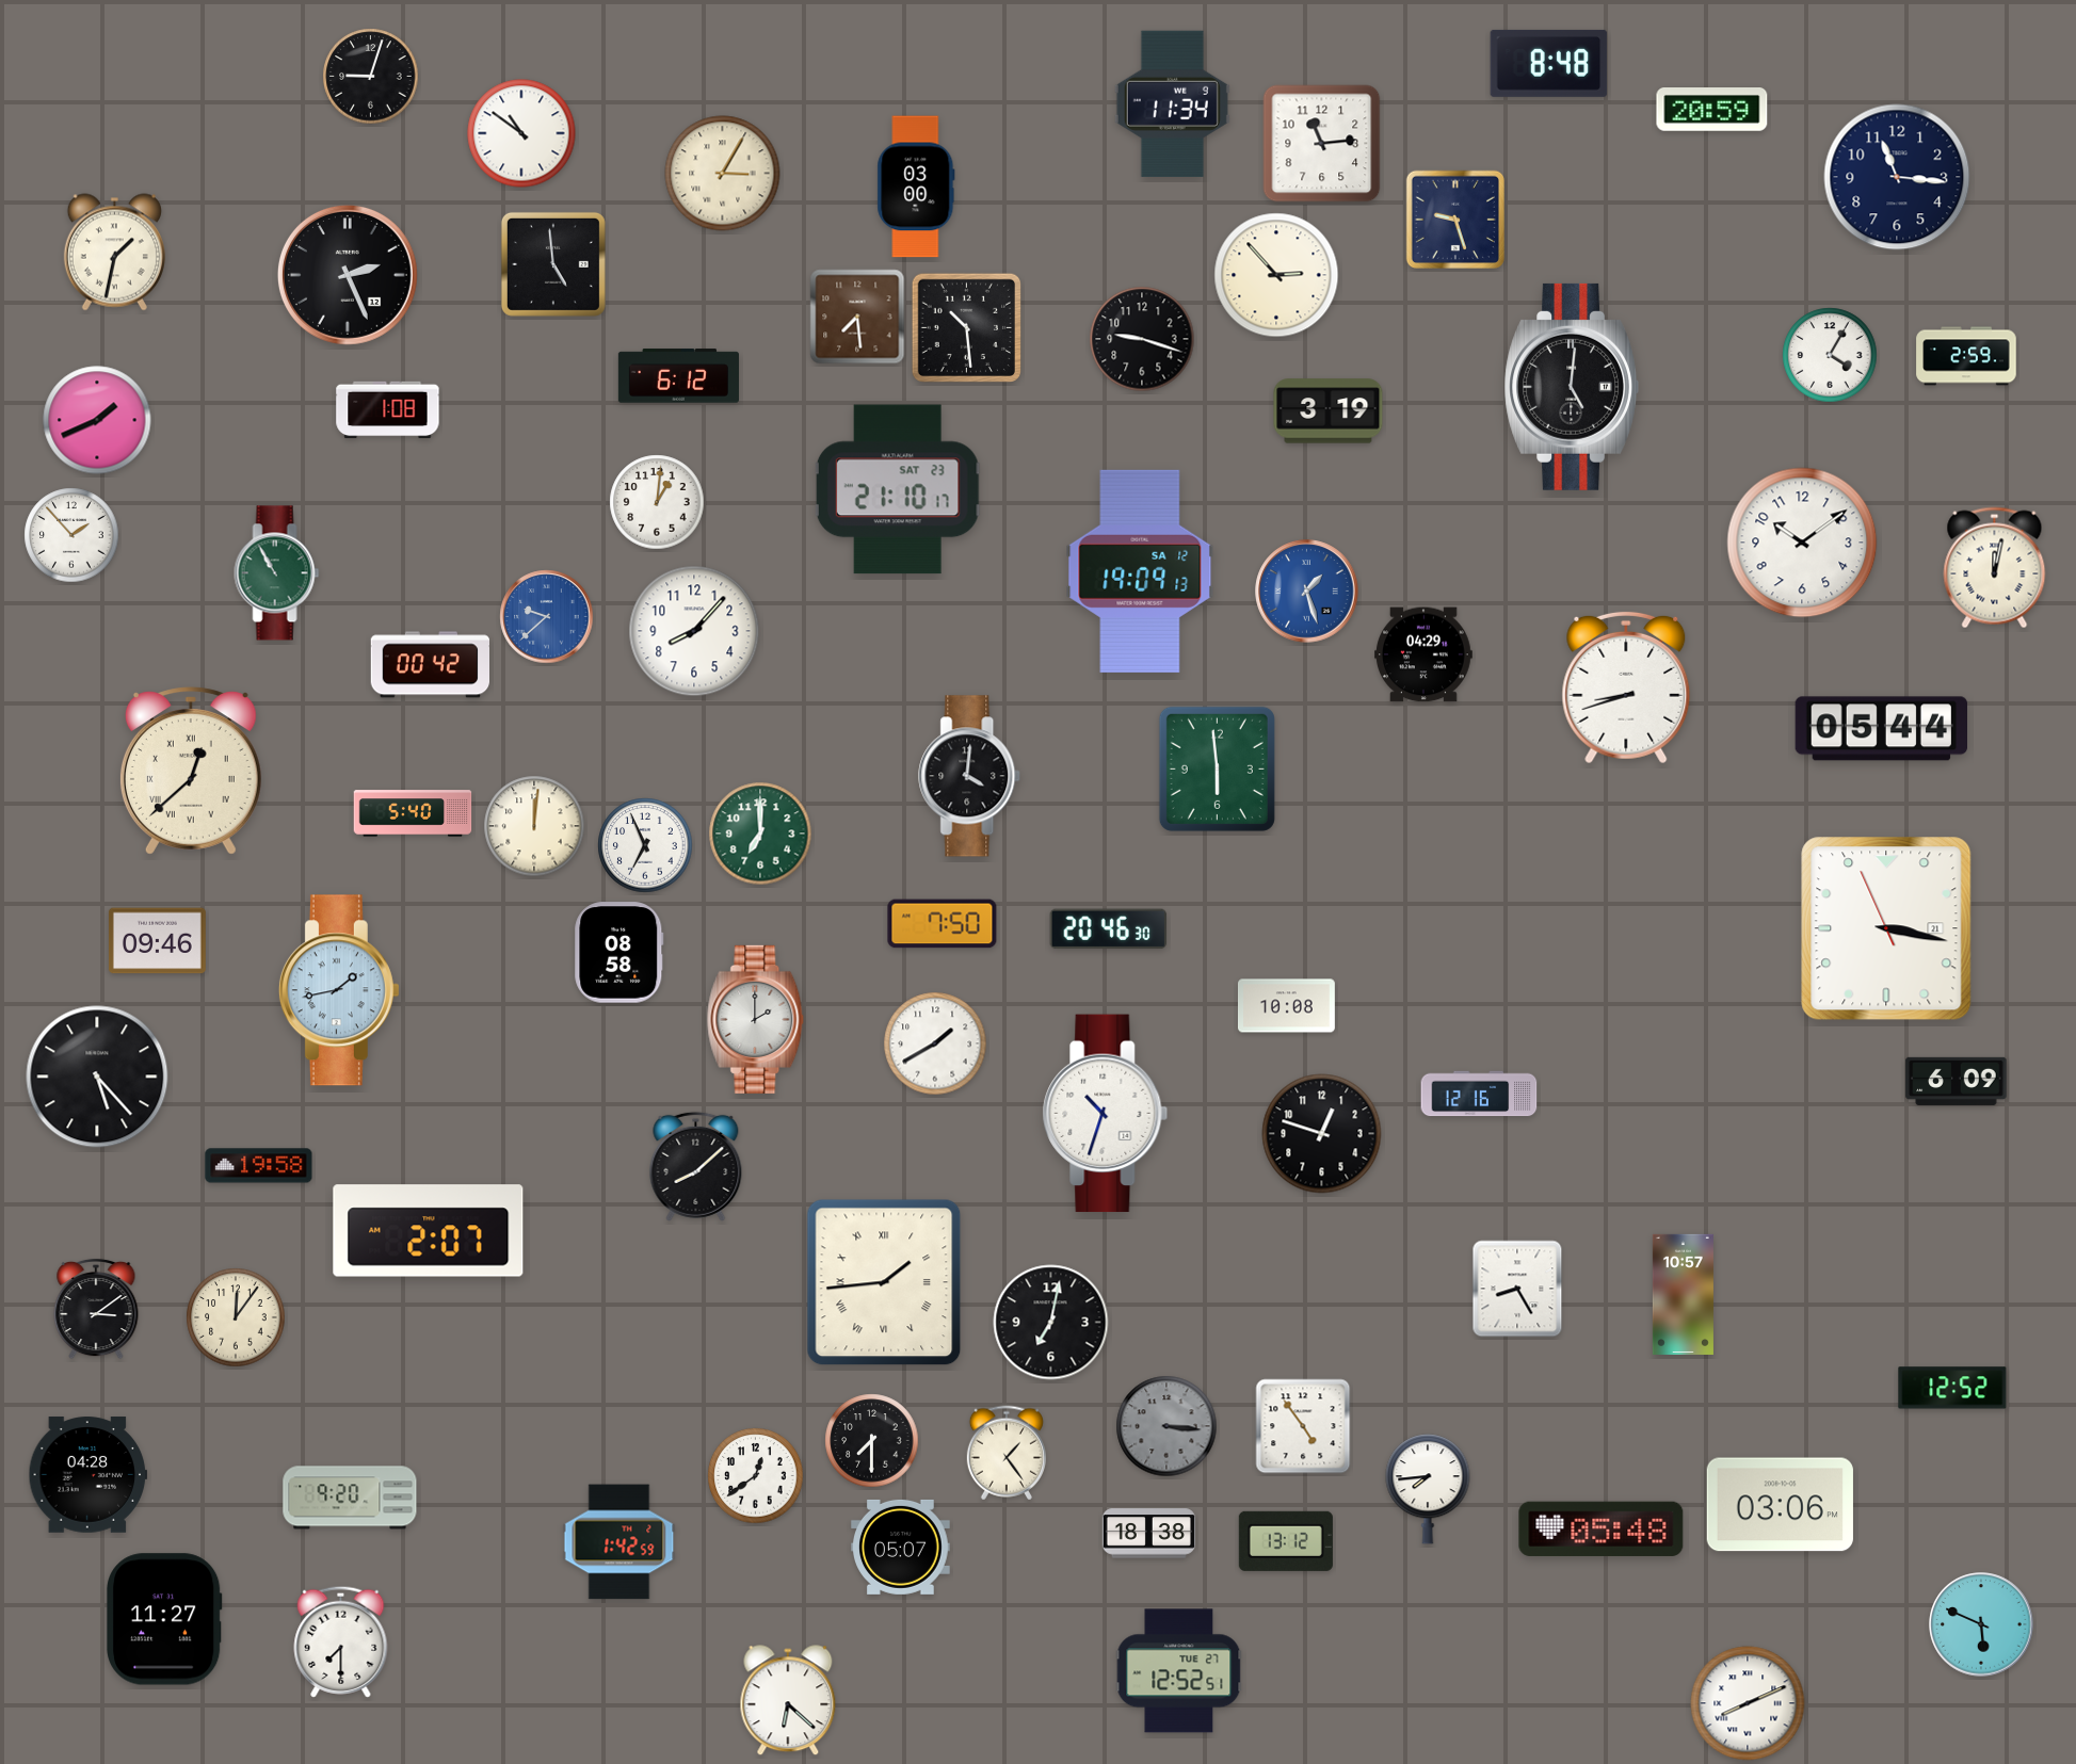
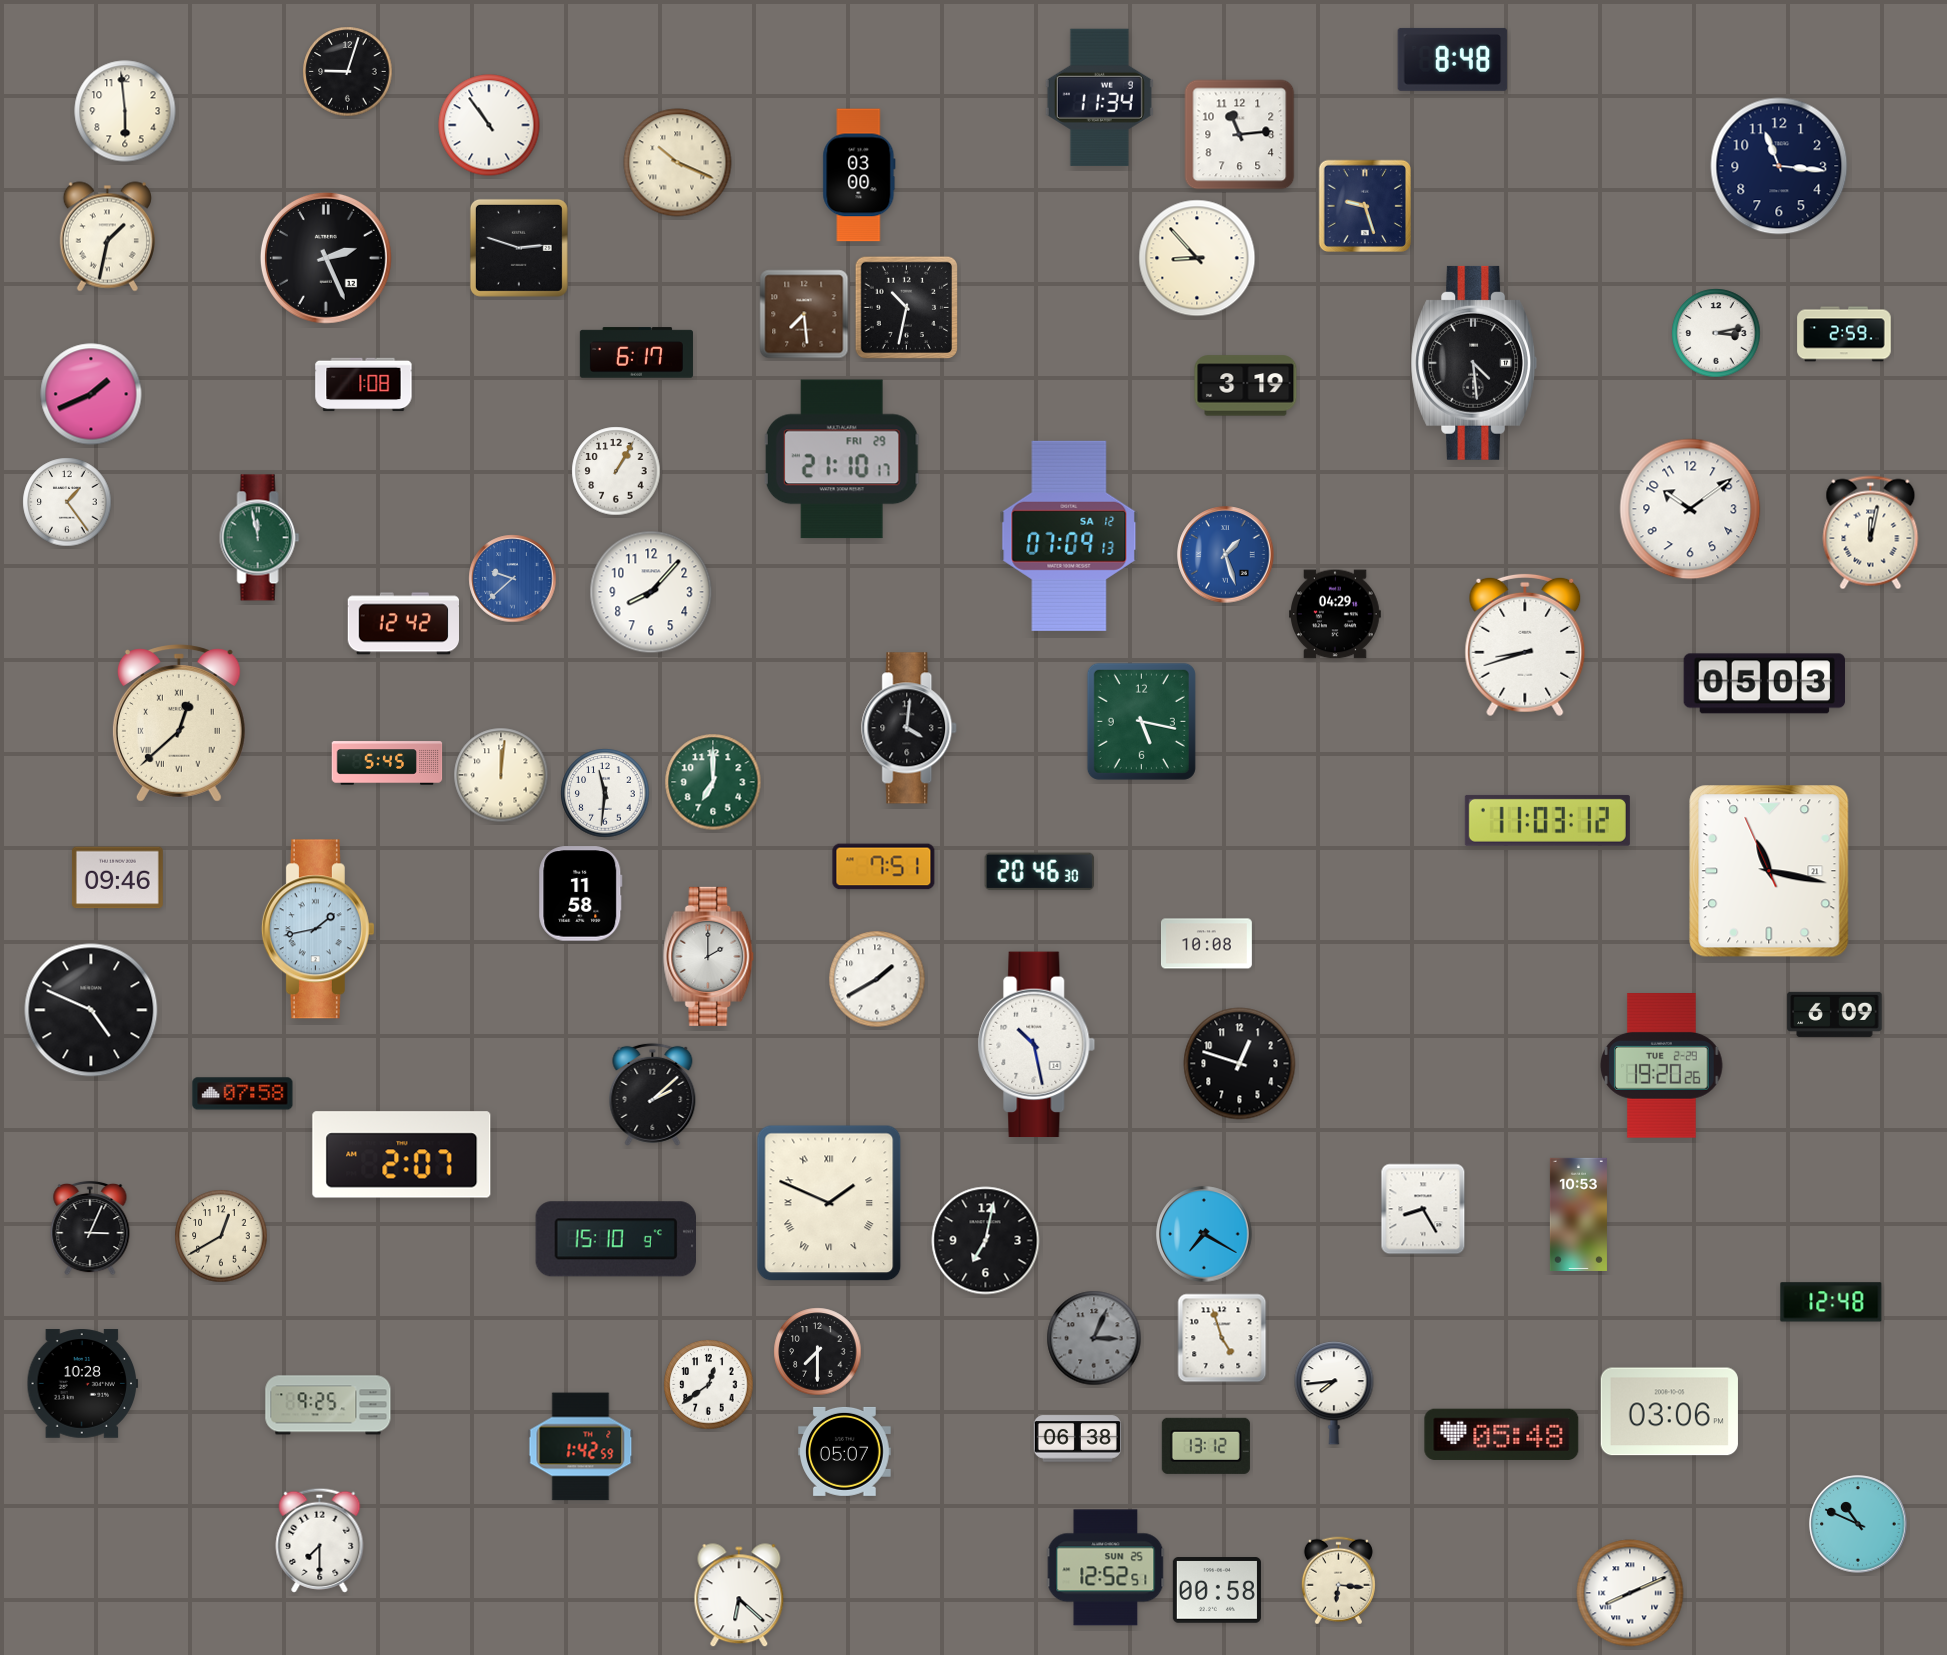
clock at (1712, 110): 20:59 -> none
clock at (125, 111): none -> 5:59
clock at (521, 133): 10:51 -> 10:54
clock at (723, 174): 3:05 -> 10:19
clock at (553, 264): 4:59 -> 2:48
clock at (1276, 275): 2:53 -> 8:53
clock at (857, 317) position: (857, 317) -> (804, 314)
clock at (966, 327): 10:29 -> 10:32
clock at (1142, 339): 9:18 -> none
clock at (1830, 355): 4:05 -> 3:13
clock at (678, 376): 6:12 -> 6:17
clock at (1571, 387): 5:01 -> 4:29
clock at (898, 489) date: SAT 23 -> FRI 29
clock at (657, 502): 1:01 -> 1:05
clock at (71, 535): 1:53 -> 1:24
clock at (1140, 571): 19:09 -> 07:09
clock at (277, 573): 10:55 -> 11:58
clock at (430, 665): 00:42 -> 12:42
clock at (1881, 729): 05:44 -> 05:03
clock at (1217, 768): 5:59 -> 5:17
clock at (413, 813): 5:40 -> 5:45
clock at (645, 845): 6:56 -> 11:31
clock at (1547, 820): none -> 11:03
clock at (943, 924): 7:50 -> 7:51
clock at (1886, 928): 3:16 -> 11:16
clock at (157, 941) position: (157, 941) -> (117, 878)
clock at (619, 953): 08:58 -> 11:58
clock at (97, 1077): 5:23 -> 4:49
clock at (1479, 1094): 12:16 -> none
clock at (1106, 1114): 10:33 -> 10:28
clock at (1662, 1066): none -> 19:20
clock at (259, 1166): 19:58 -> 07:58
clock at (696, 1166): 8:08 -> 2:08
clock at (884, 1282): 1:44 -> 1:49
clock at (1683, 1294): 10:57 -> 10:53
clock at (96, 1309): 3:09 -> 3:04
clock at (1204, 1234): none -> 7:20
clock at (236, 1317): 12:06 -> 12:40
clock at (615, 1239): none -> 15:10
clock at (1952, 1388): 12:52 -> 12:48
clock at (1166, 1426): 3:16 -> 3:04
clock at (1303, 1426): 4:54 -> 4:57
clock at (1007, 1453): 1:24 -> none
clock at (88, 1475): 04:28 -> 10:28
clock at (1428, 1489) position: (1428, 1489) -> (1334, 1393)
clock at (350, 1498): 9:20 -> 9:25
clock at (1148, 1534): 18:38 -> 06:38
clock at (165, 1619): 11:27 -> none
clock at (1981, 1624): 5:49 -> 10:49
clock at (1179, 1671) date: TUE 27 -> SUN 25
clock at (1338, 1581): none -> 6:16
clock at (1217, 1590): none -> 00:58
clock at (1748, 1703) position: (1748, 1703) -> (1630, 1593)
